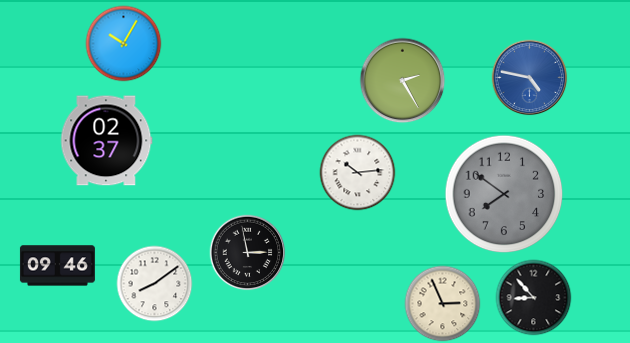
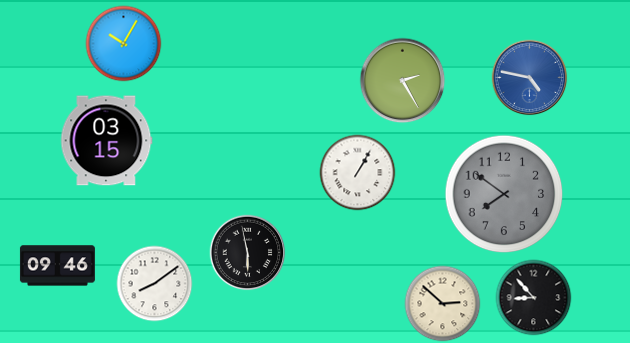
clock at (106, 141): 02:37 -> 03:15
clock at (358, 173): 10:14 -> 1:05
clock at (248, 253): 2:58 -> 5:58
clock at (443, 304): 2:56 -> 2:52
